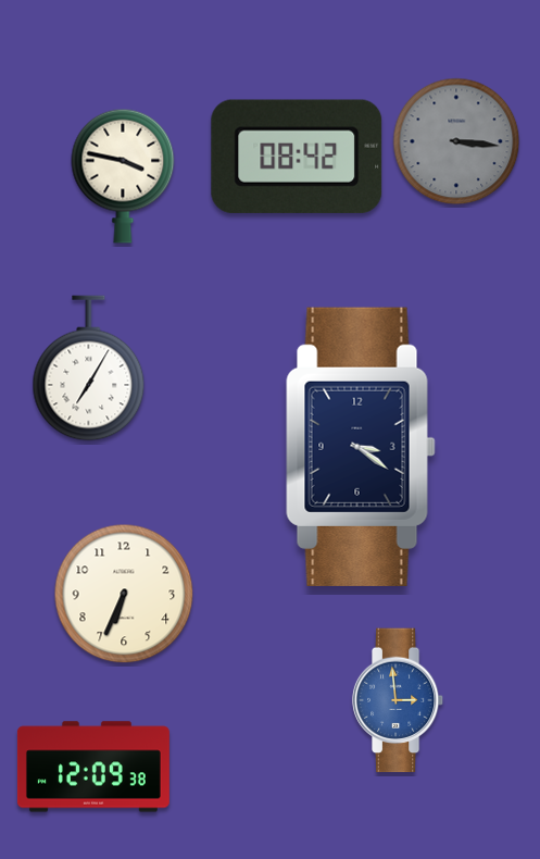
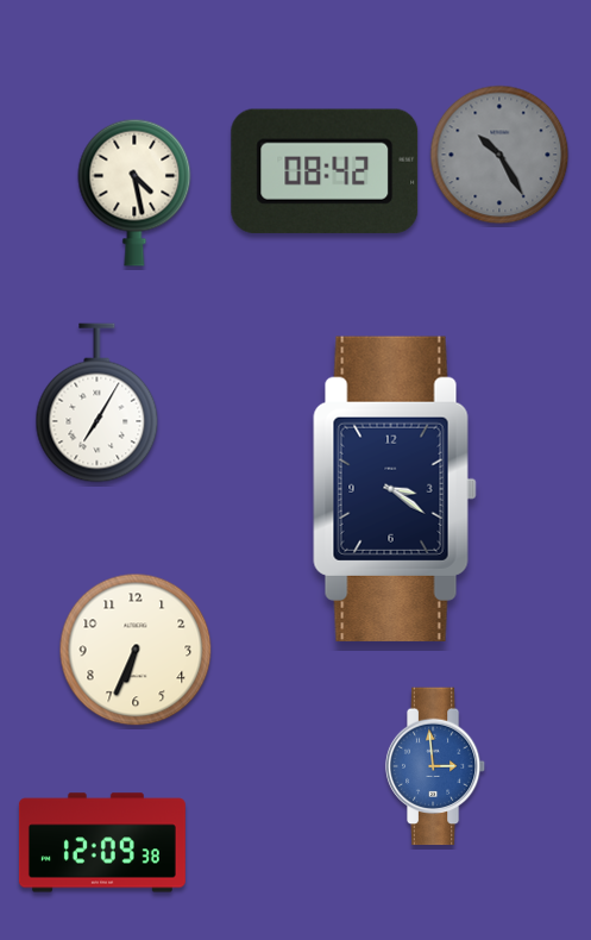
clock at (456, 141): 3:16 -> 10:25
clock at (123, 176): 3:47 -> 4:28
clock at (93, 767) position: (93, 767) -> (102, 842)
